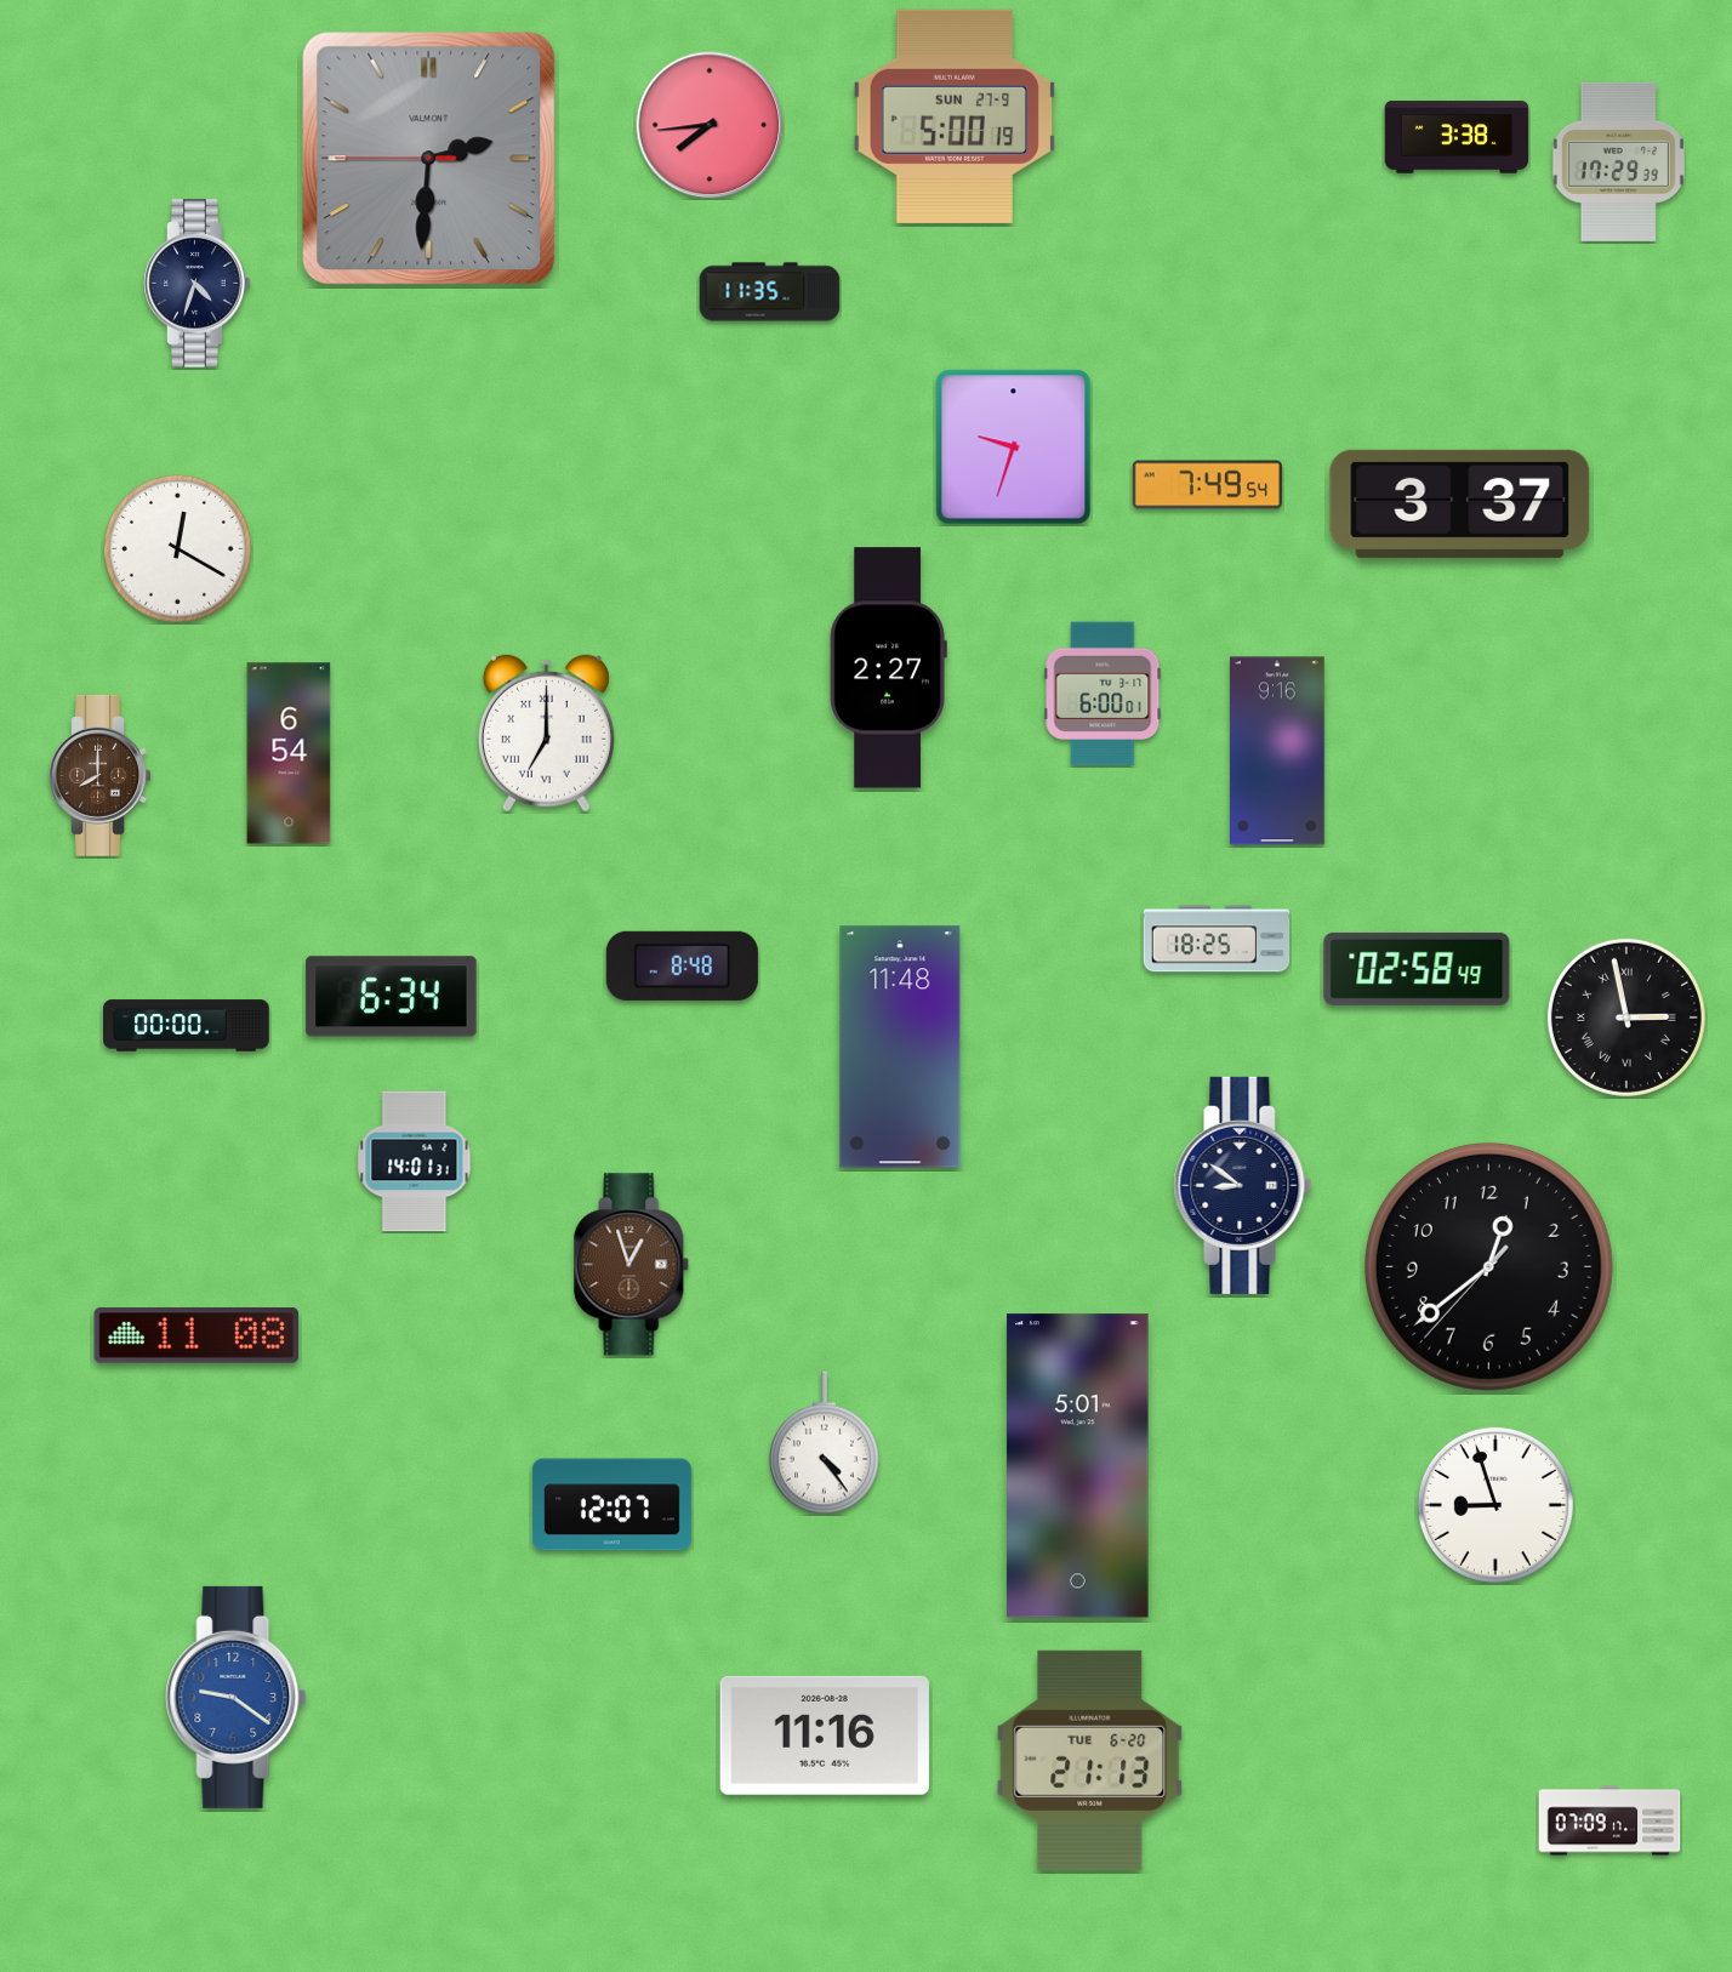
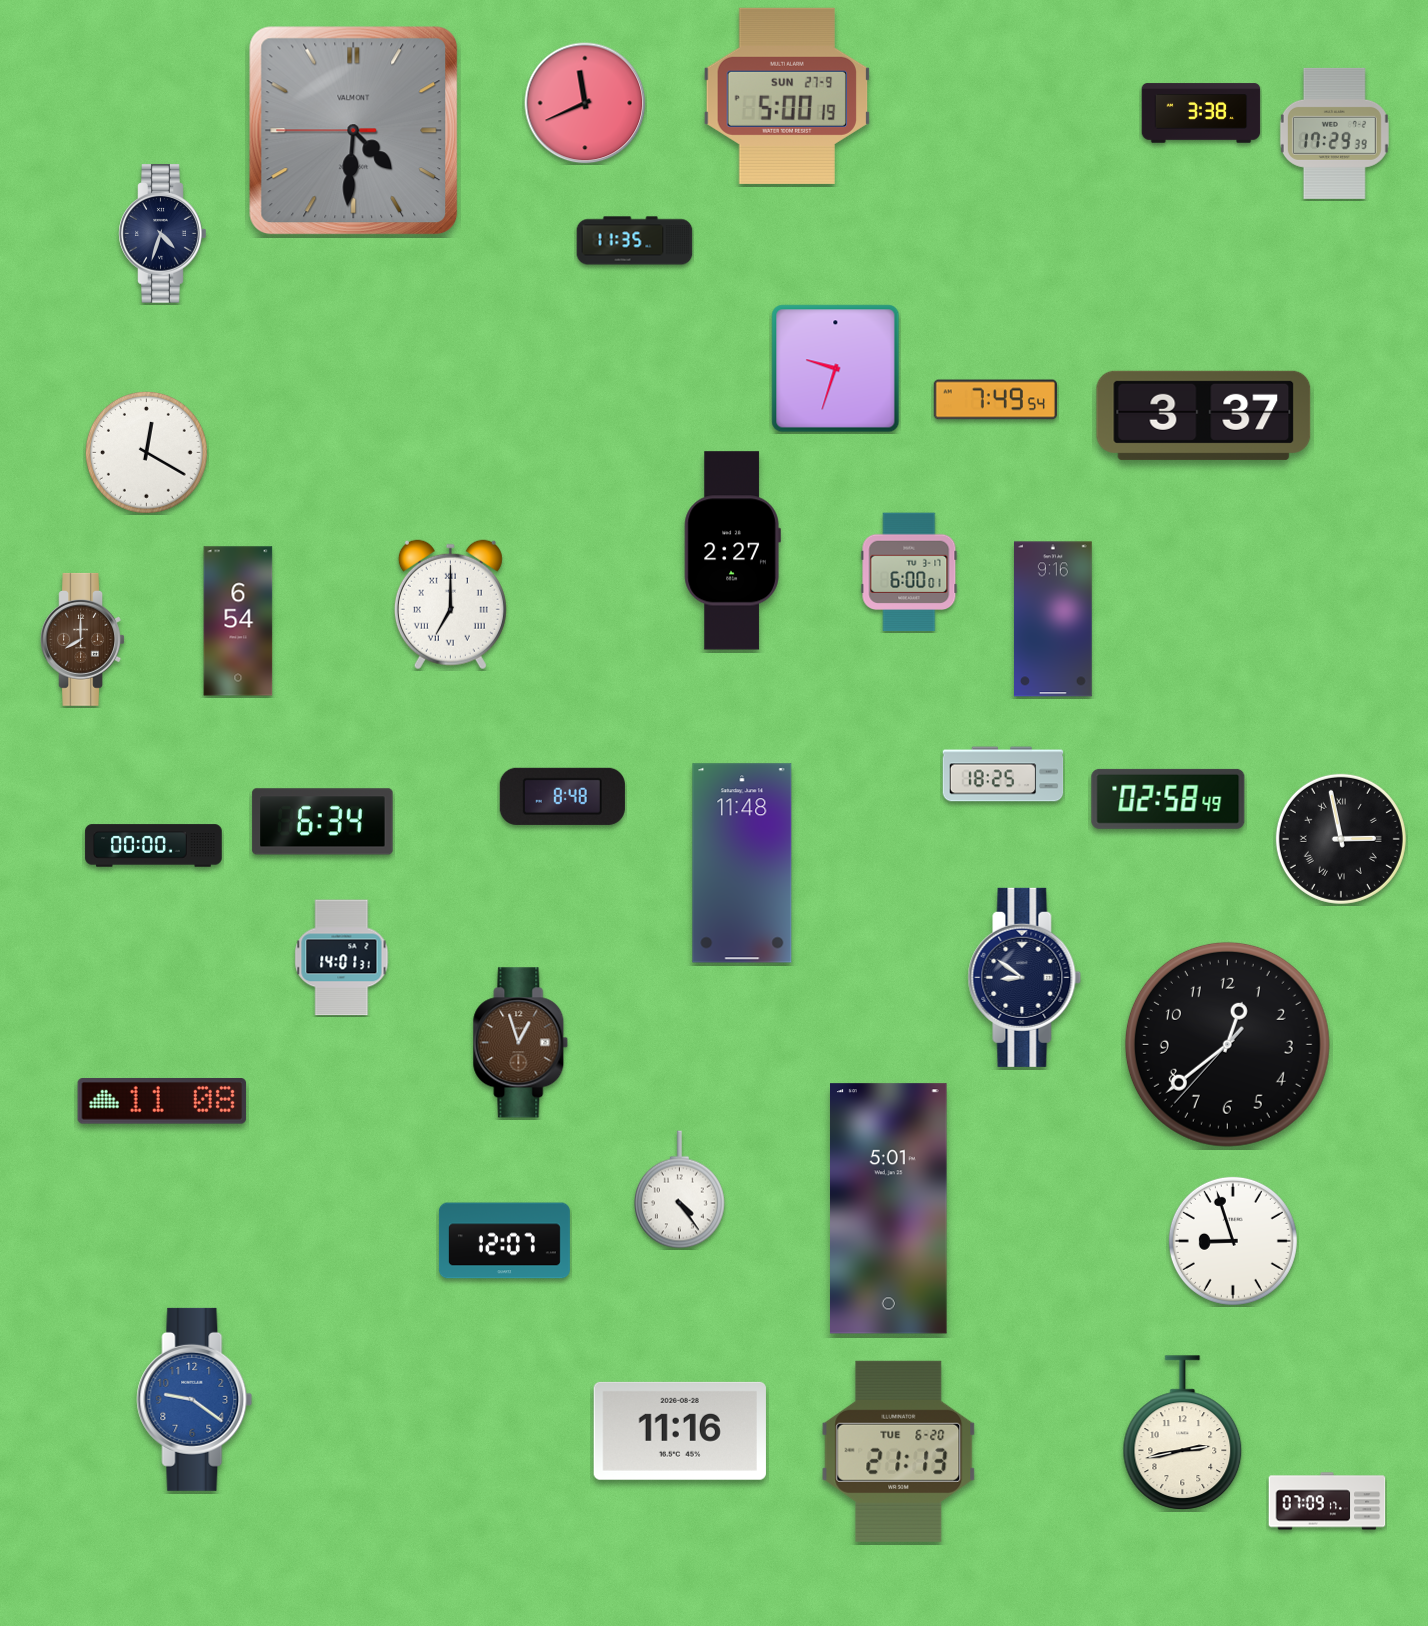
clock at (710, 125): 7:44 -> 11:41
clock at (429, 159): 2:30 -> 4:30
clock at (1183, 1433): none -> 2:43
